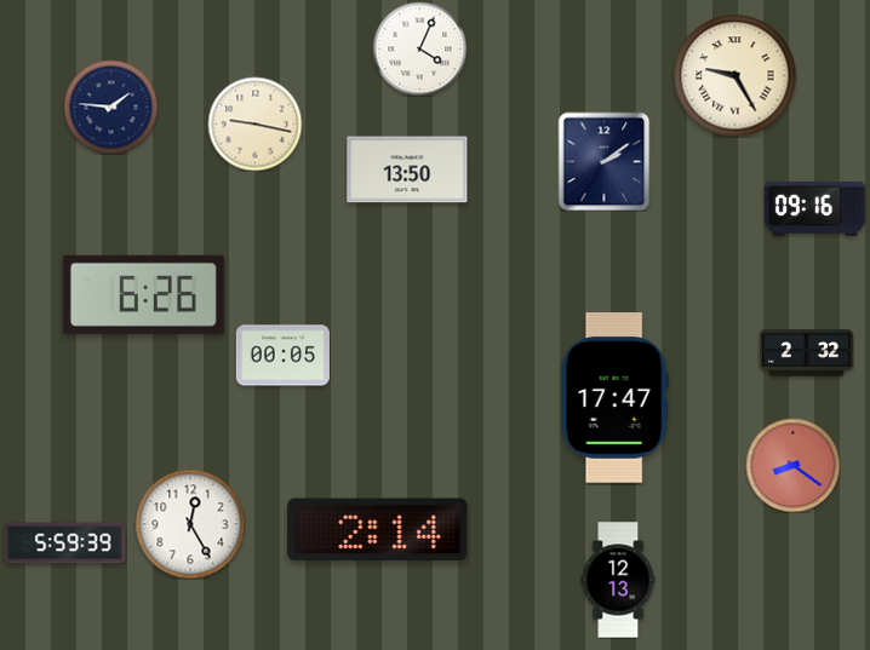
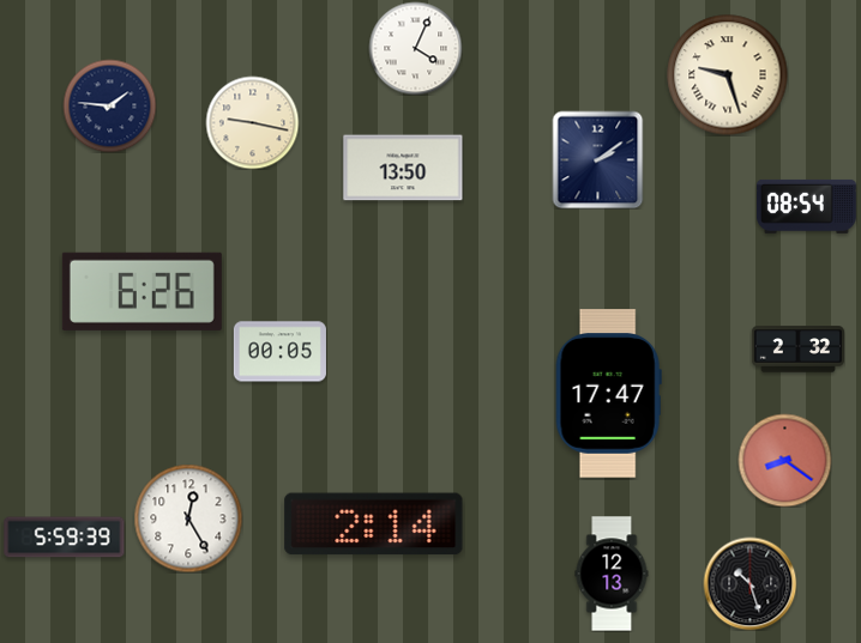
clock at (736, 76): 9:25 -> 9:27
clock at (814, 208): 09:16 -> 08:54
clock at (749, 583): none -> 10:27
